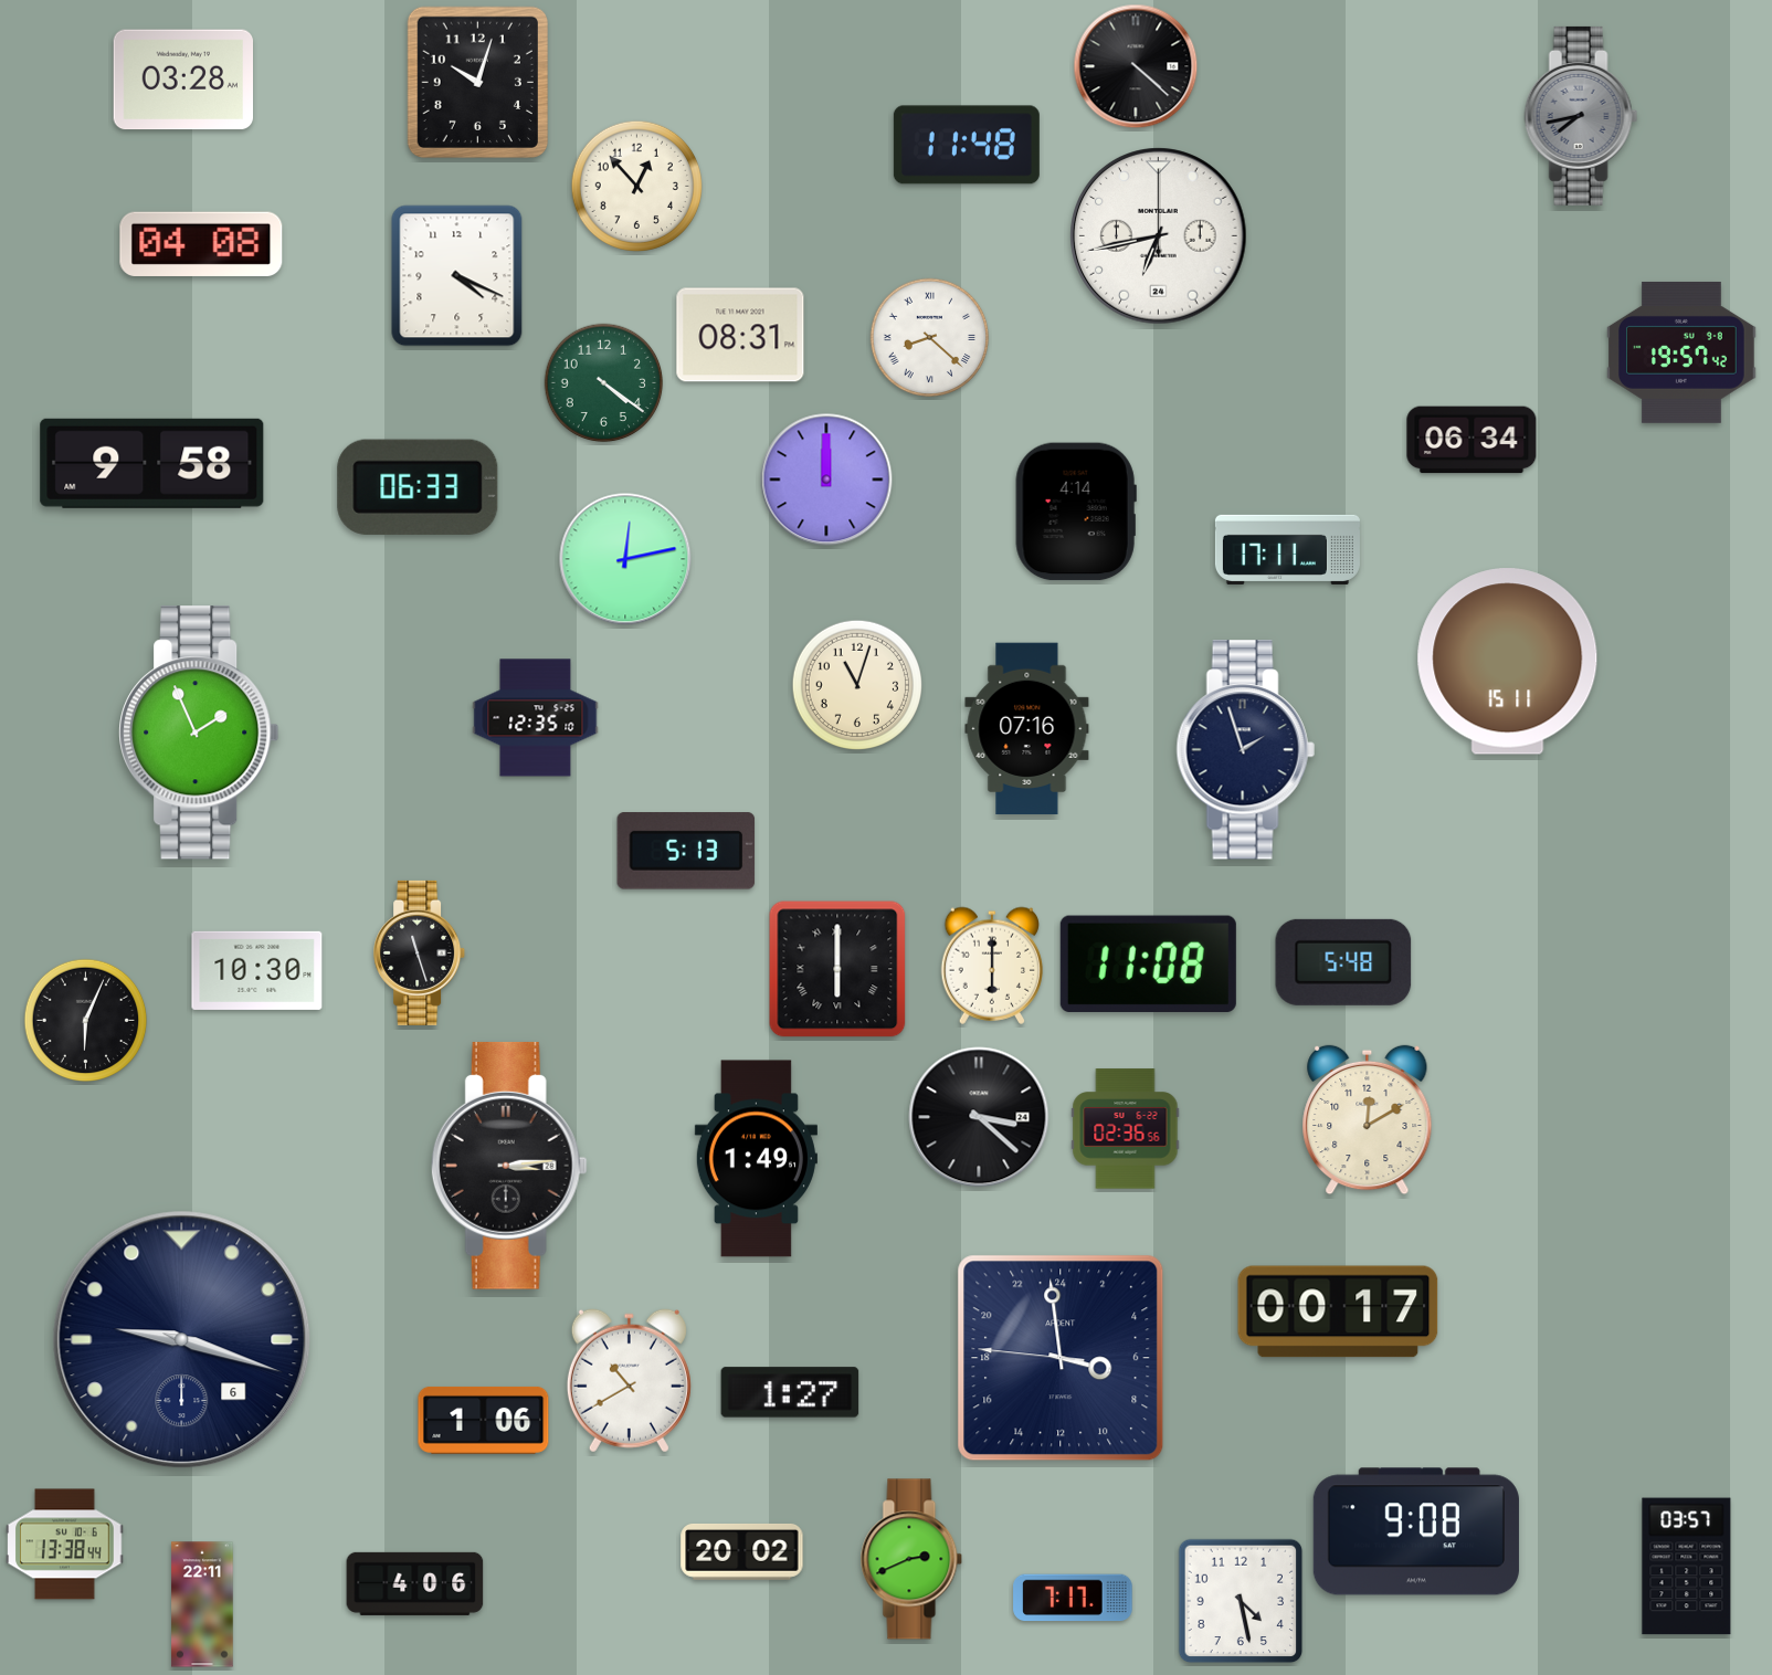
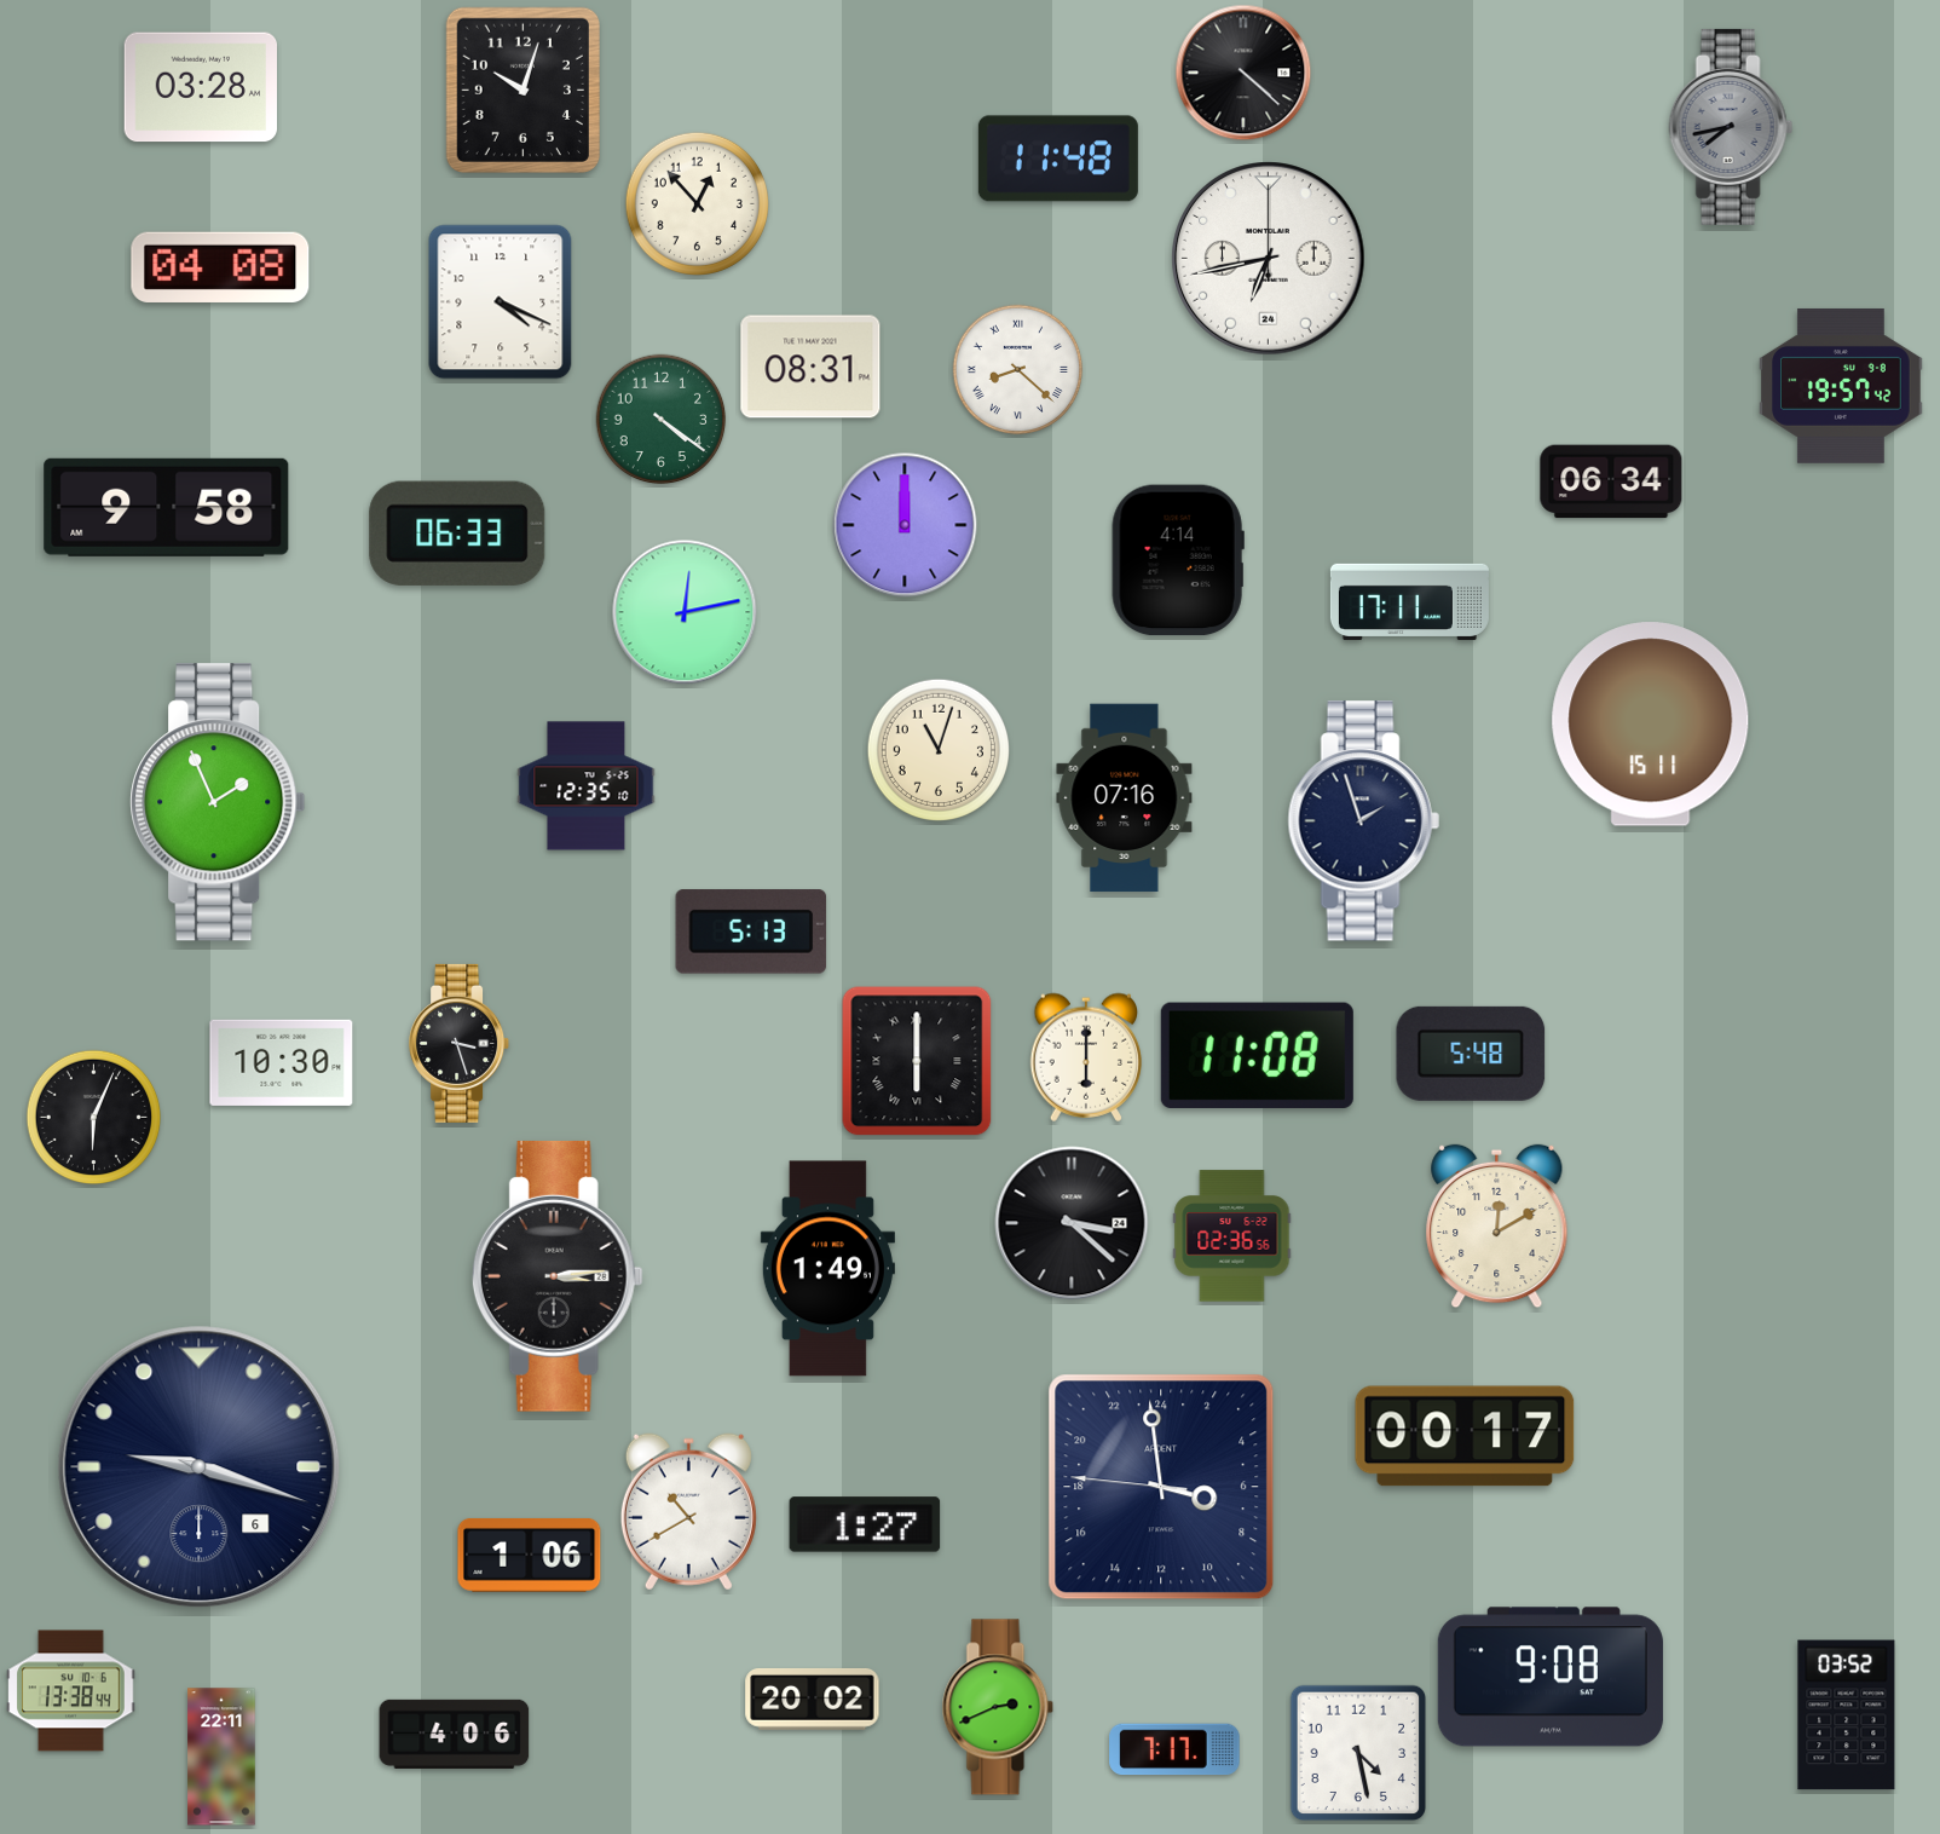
clock at (420, 952): 11:27 -> 3:27
clock at (1687, 1567): 03:57 -> 03:52
